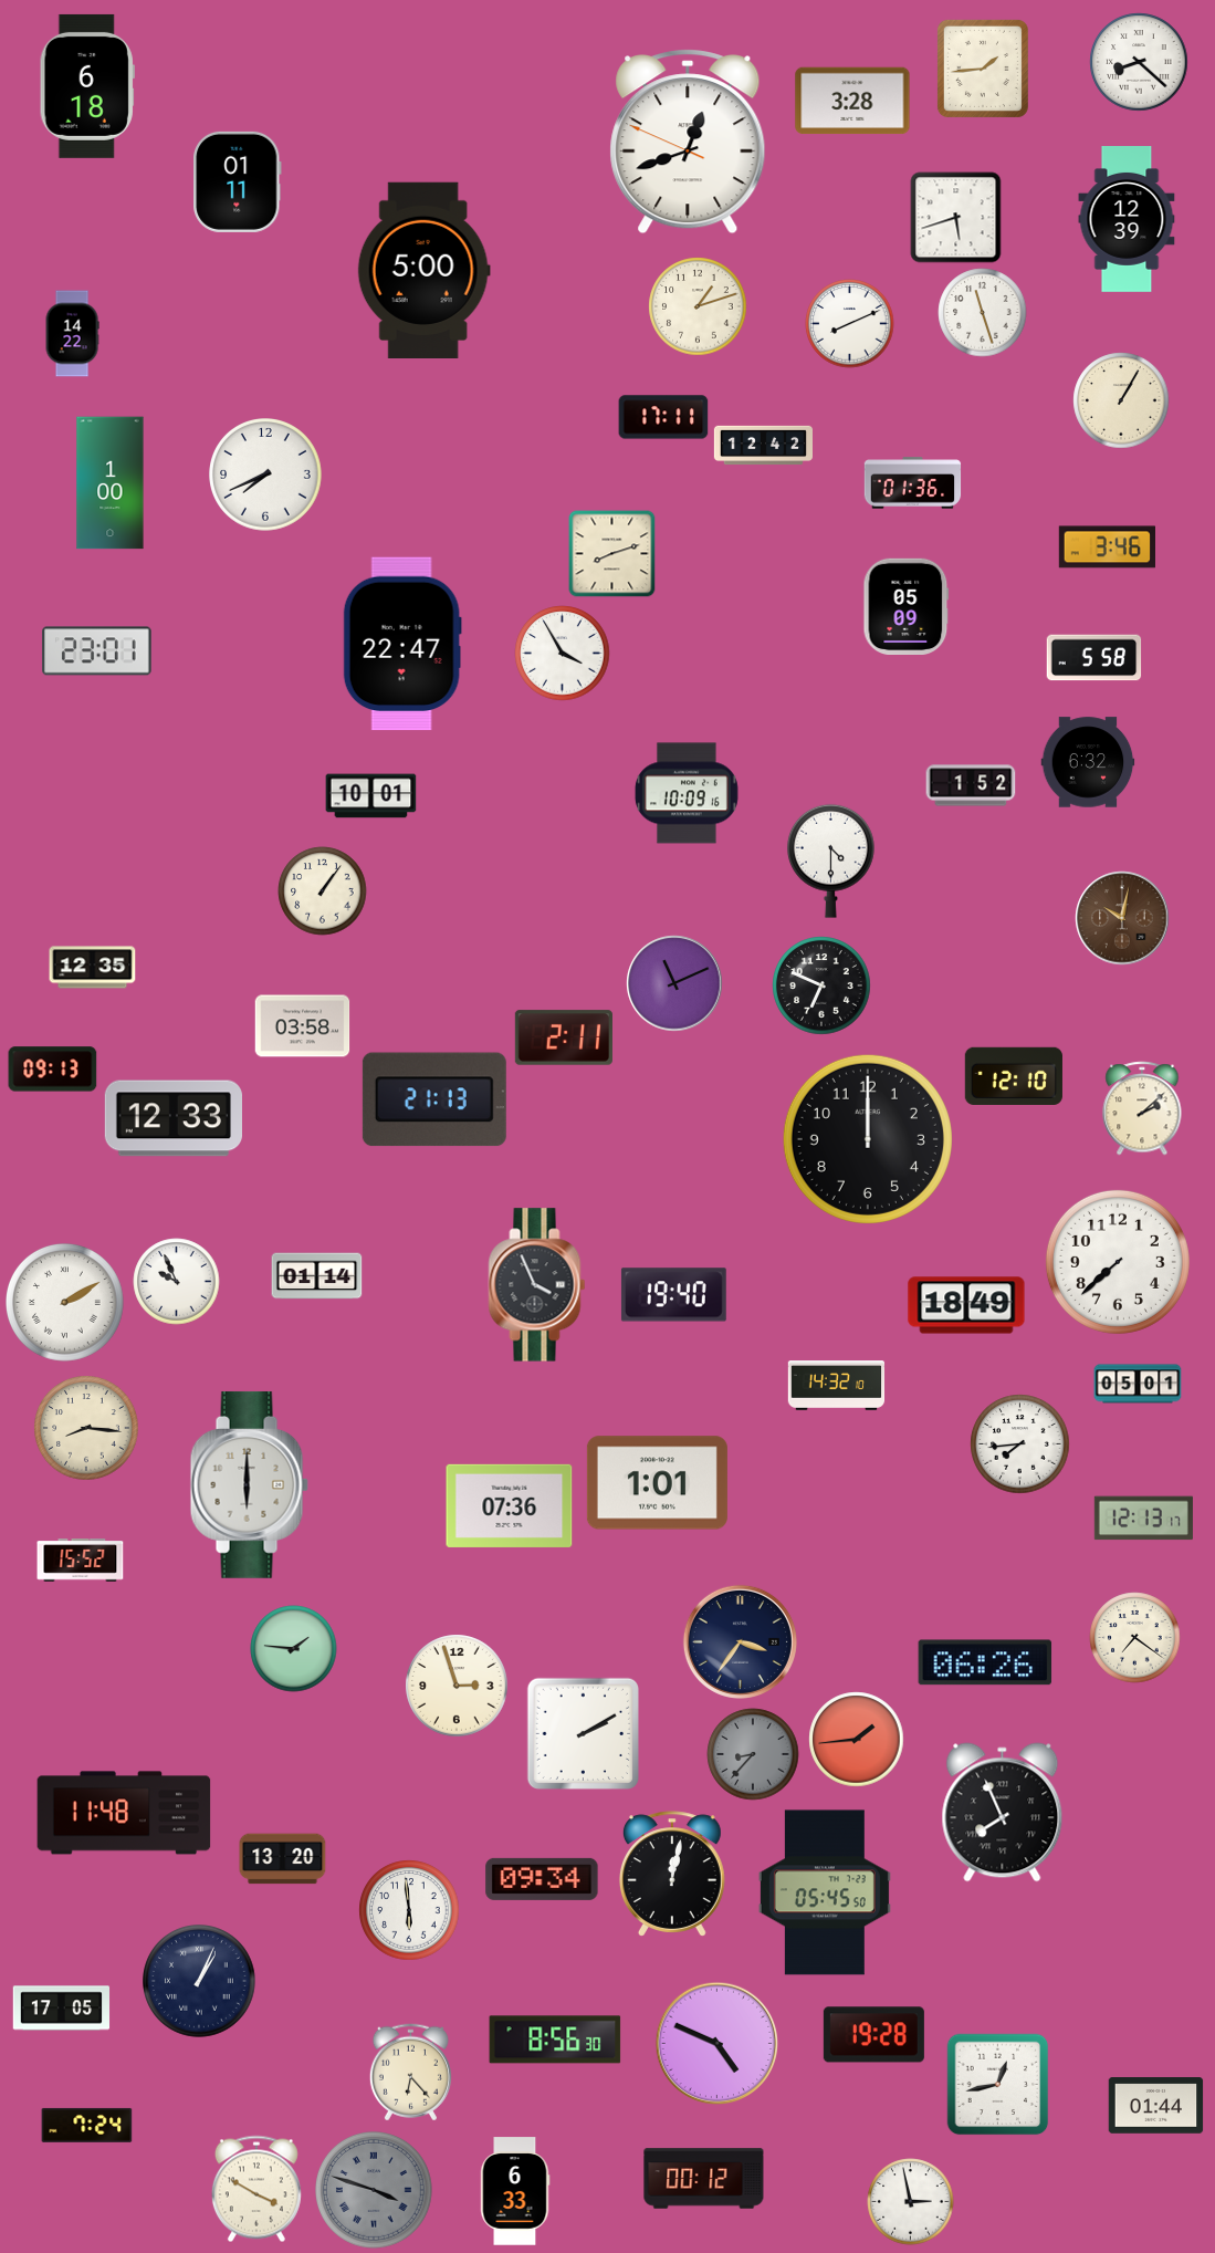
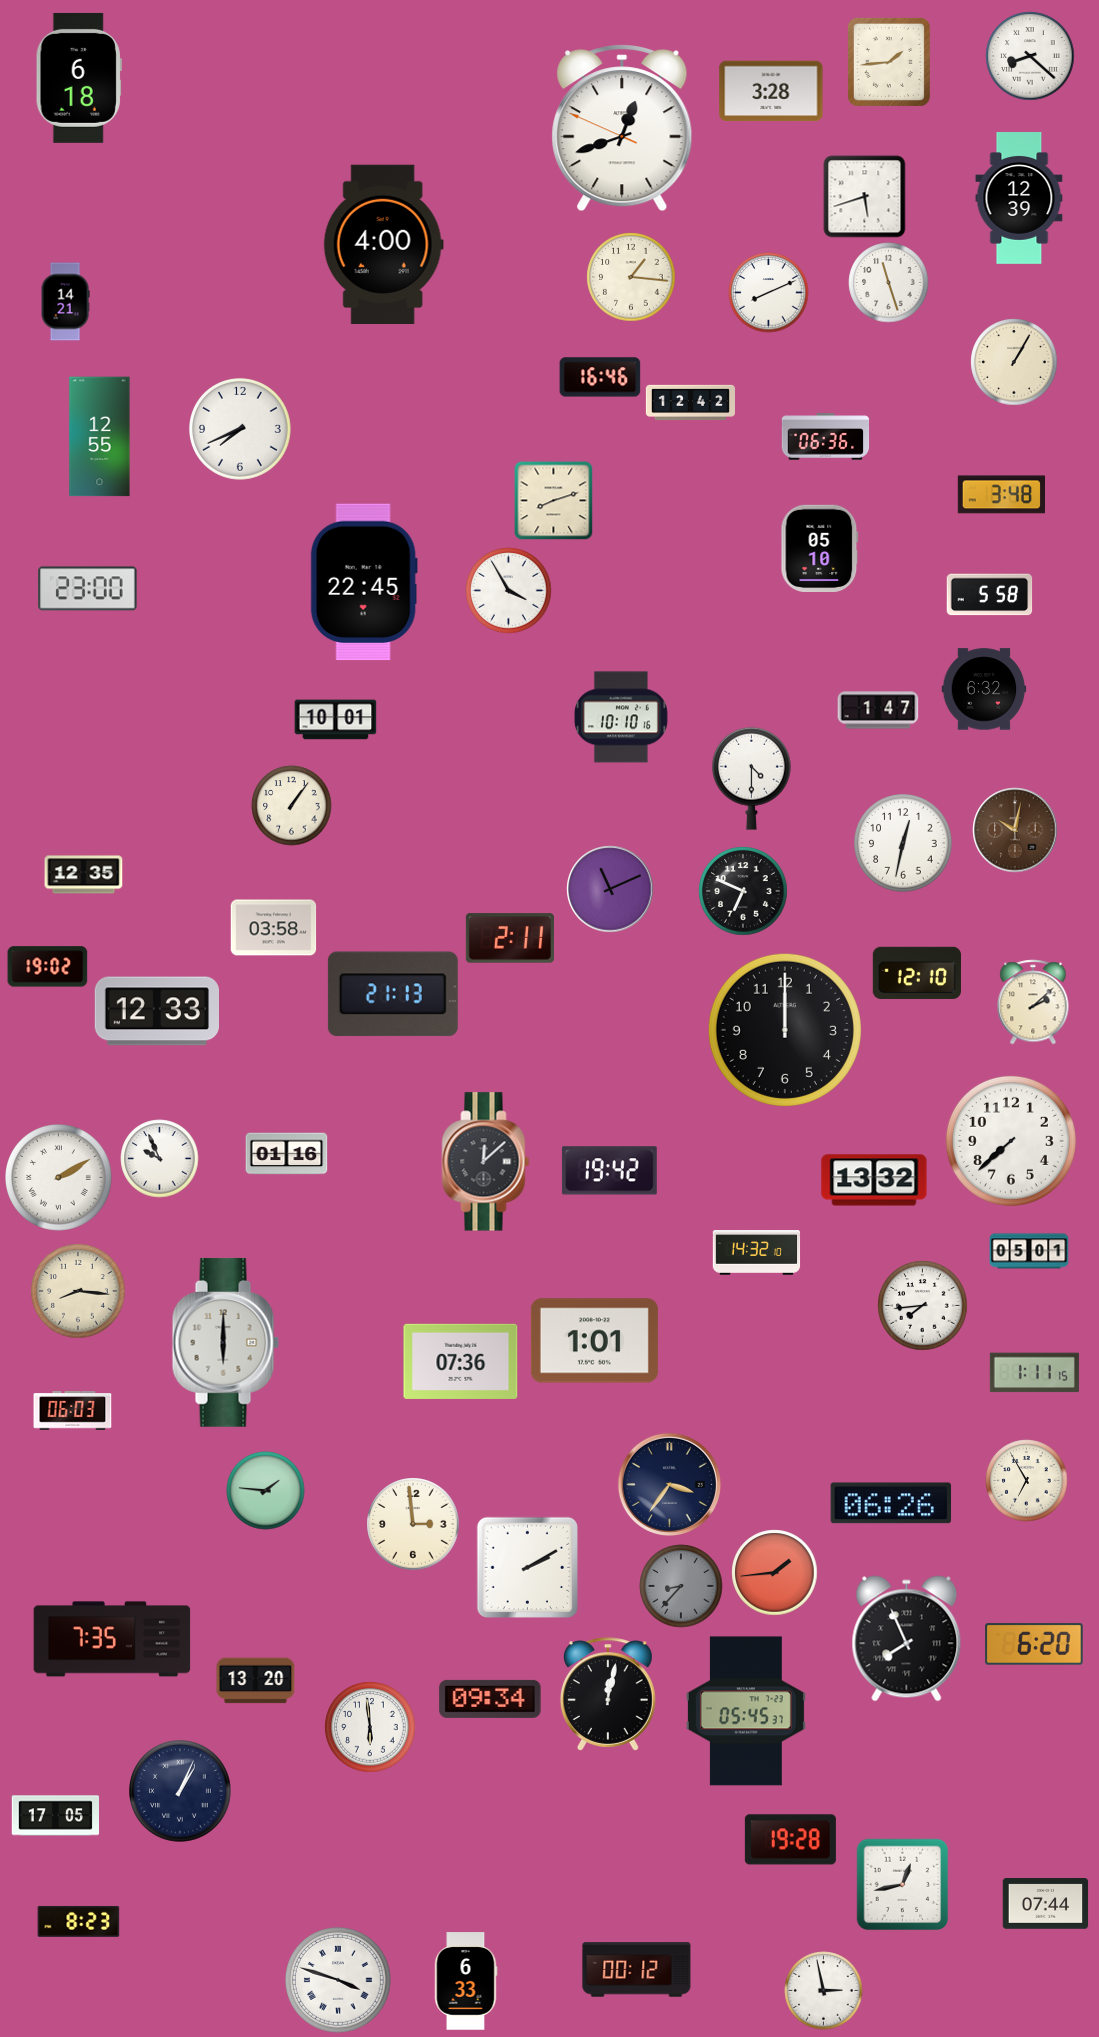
clock at (238, 181): 01:11 -> none
clock at (423, 270): 5:00 -> 4:00
clock at (698, 306): 1:12 -> 1:16
clock at (72, 334): 14:22 -> 14:21
clock at (663, 417): 17:11 -> 16:46
clock at (111, 483): 1:00 -> 12:55
clock at (913, 483): 01:36 -> 06:36
clock at (1107, 547): 3:46 -> 3:48
clock at (907, 606): 05:09 -> 05:10
clock at (402, 644): 22:47 -> 22:45
clock at (97, 651): 23:01 -> 23:00
clock at (971, 785): 1:52 -> 1:47
clock at (687, 793): 10:09 -> 10:10
clock at (903, 843): none -> 12:32
clock at (53, 1070): 09:13 -> 19:02
clock at (317, 1276): 01:14 -> 01:16
clock at (537, 1285): 3:56 -> 12:08
clock at (673, 1295): 19:40 -> 19:42
clock at (966, 1305): 18:49 -> 13:32
clock at (1143, 1519): 12:13 -> 1:11
clock at (81, 1561): 15:52 -> 06:03
clock at (1135, 1638): 7:21 -> 6:55
clock at (457, 1686): 2:57 -> 2:59
clock at (124, 1813): 11:48 -> 7:35
clock at (1034, 1644): none -> 6:20
clock at (825, 1892): 05:45:50 -> 05:45:37
clock at (555, 2040): 8:56 -> none
clock at (718, 2044): 4:49 -> none
clock at (410, 2073): 6:23 -> none
clock at (1156, 2106): 01:44 -> 07:44
clock at (87, 2125): 7:24 -> 8:23
clock at (256, 2189): 3:50 -> none
clock at (375, 2191) dial: grey -> white
